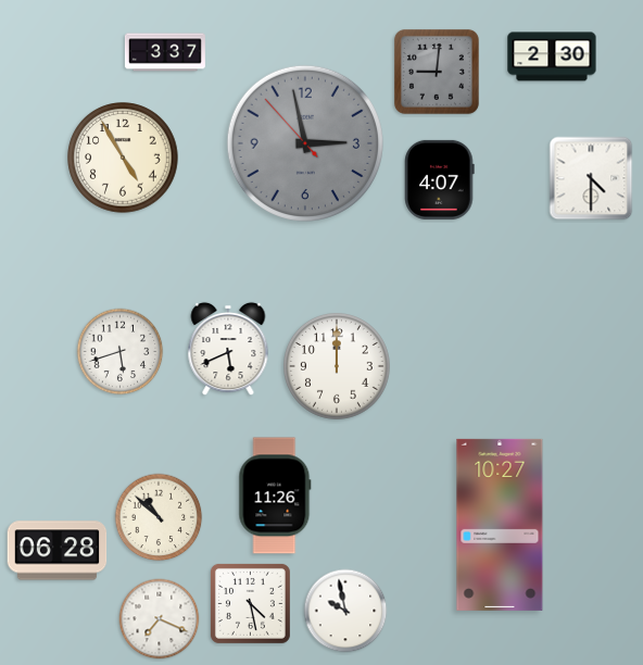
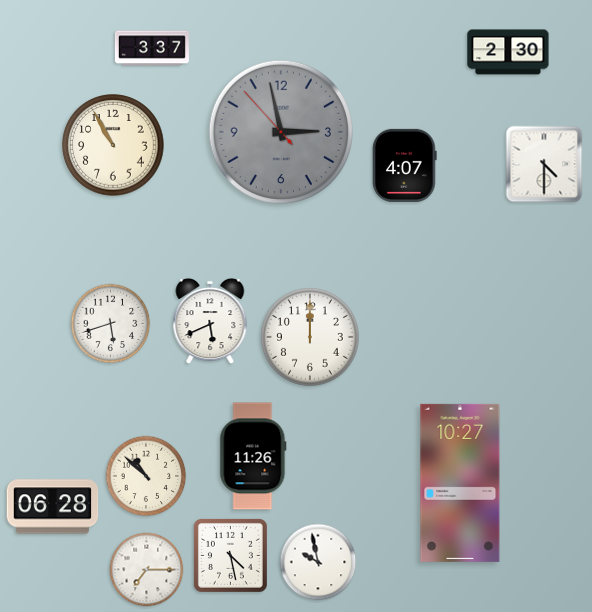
clock at (437, 72): 9:01 -> none
clock at (123, 158): 4:55 -> 10:55
clock at (160, 619): 7:19 -> 7:15
